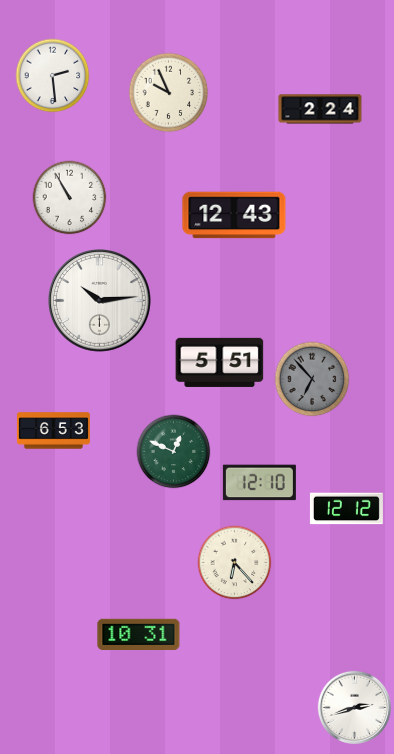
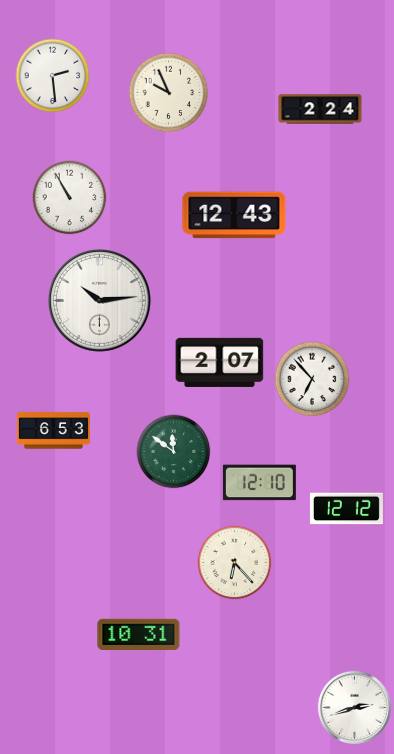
clock at (220, 362): 5:51 -> 2:07
clock at (312, 379) dial: grey -> white
clock at (174, 452): 12:49 -> 11:51
